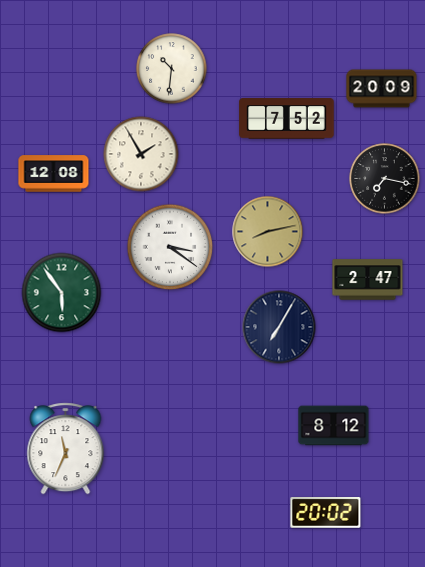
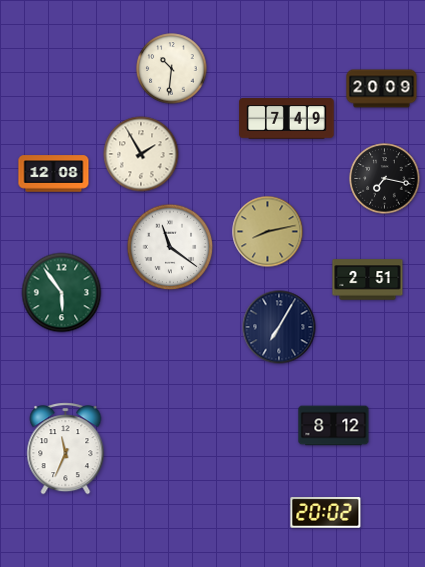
clock at (287, 119): 7:52 -> 7:49
clock at (170, 247): 3:21 -> 11:21
clock at (368, 280): 2:47 -> 2:51
